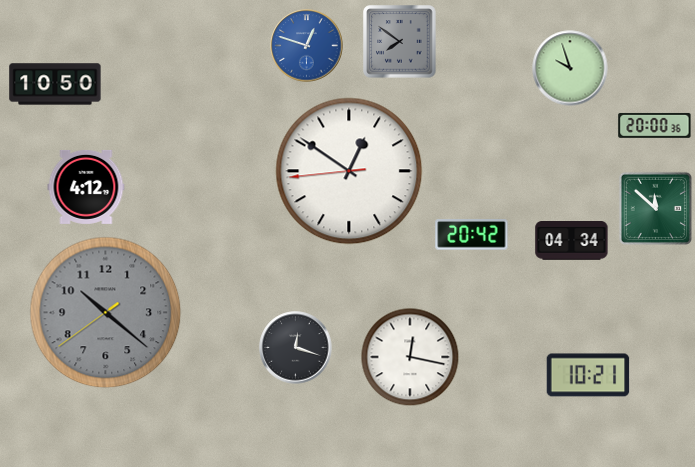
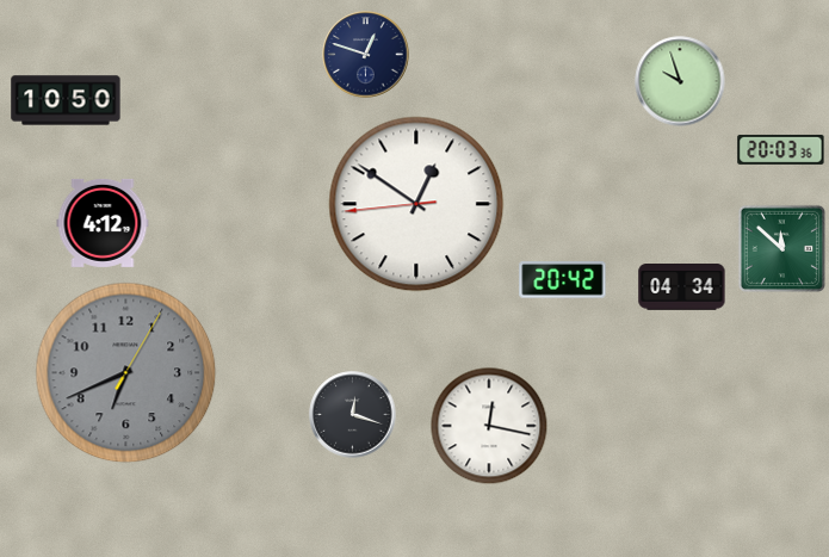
clock at (400, 42): 7:51 -> none
clock at (307, 46) dial: blue -> navy
clock at (655, 125): 20:00 -> 20:03
clock at (106, 313): 10:21 -> 6:41
clock at (588, 375): 10:21 -> none
